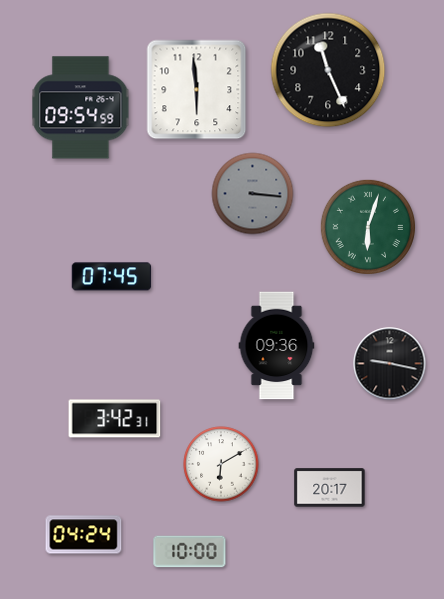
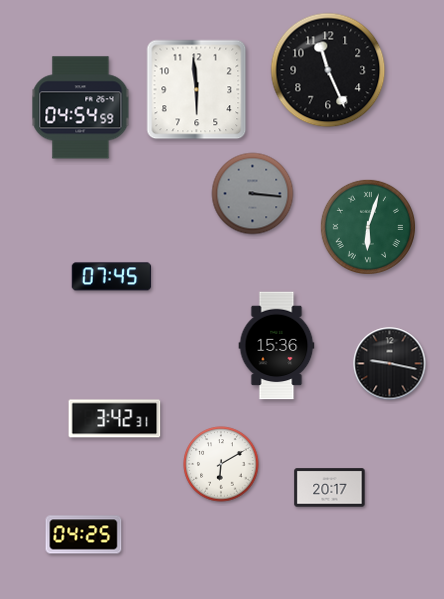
clock at (81, 108): 09:54 -> 04:54
clock at (277, 346): 09:36 -> 15:36
clock at (84, 535): 04:24 -> 04:25
clock at (190, 552): 10:00 -> none
